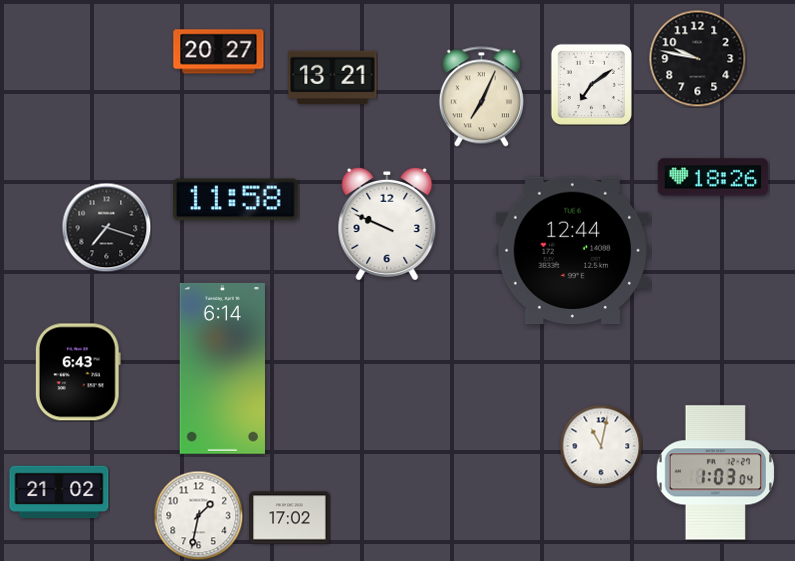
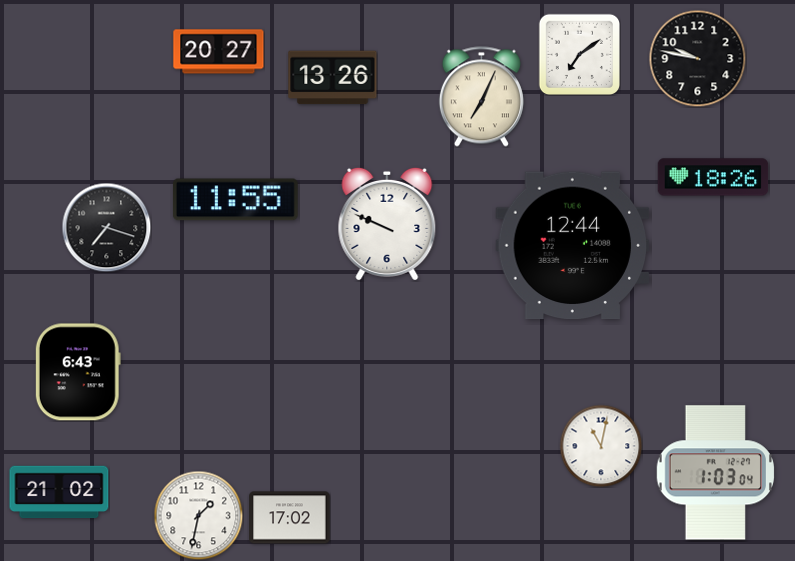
clock at (333, 78): 13:21 -> 13:26
clock at (591, 84) position: (591, 84) -> (579, 54)
clock at (235, 200): 11:58 -> 11:55
clock at (573, 251) position: (573, 251) -> (573, 246)
clock at (222, 368): 6:14 -> none
